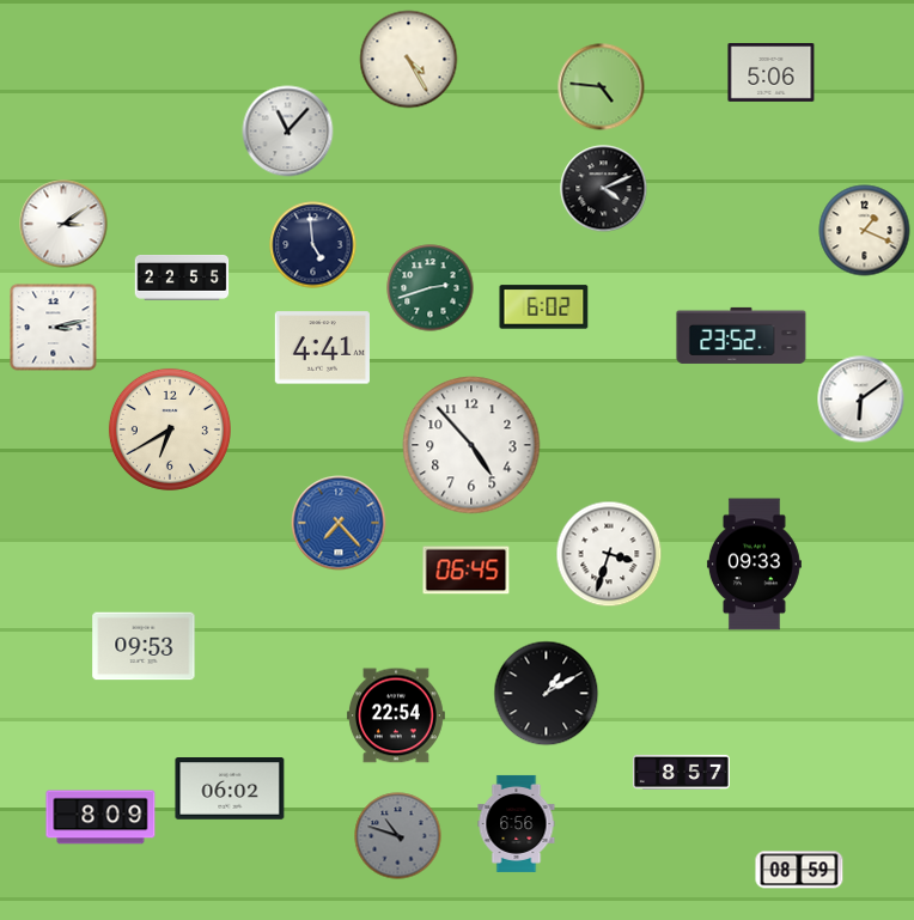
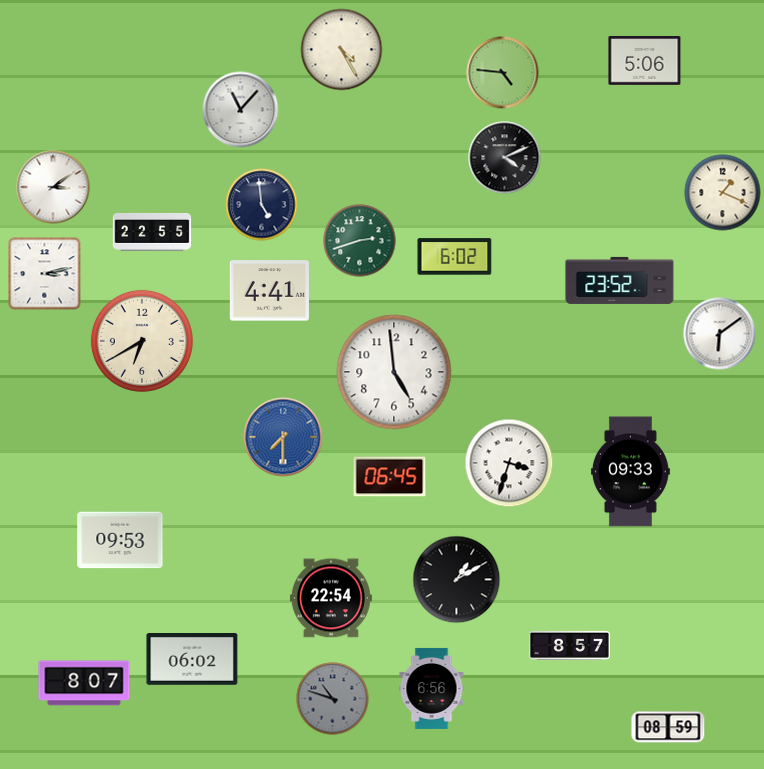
clock at (170, 429) position: (170, 429) -> (142, 341)
clock at (471, 445): 4:53 -> 4:59
clock at (339, 523): 7:23 -> 7:30
clock at (100, 817): 8:09 -> 8:07
